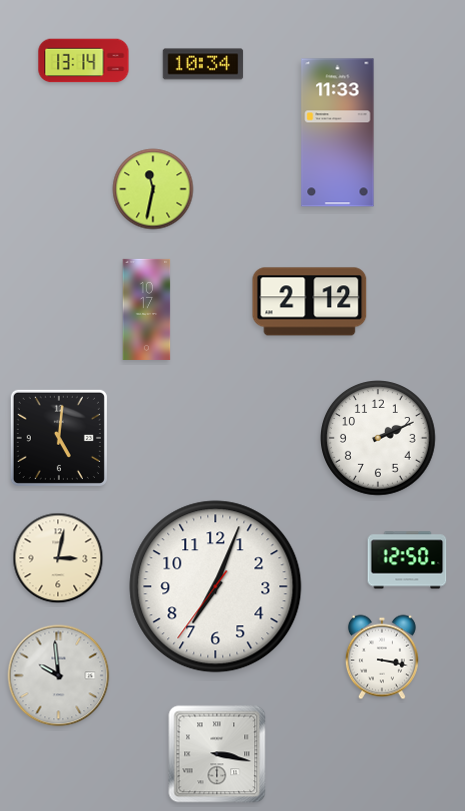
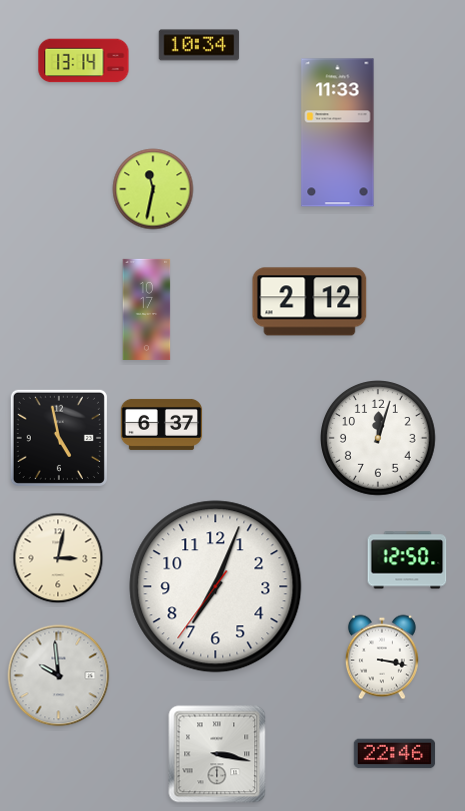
clock at (203, 64) position: (203, 64) -> (199, 45)
clock at (162, 424): none -> 6:37
clock at (59, 438): 5:01 -> 4:58
clock at (379, 439): 2:11 -> 12:03
clock at (395, 754): none -> 22:46
